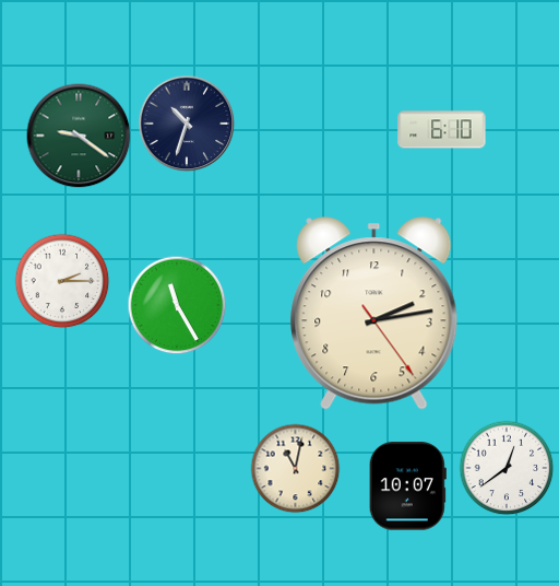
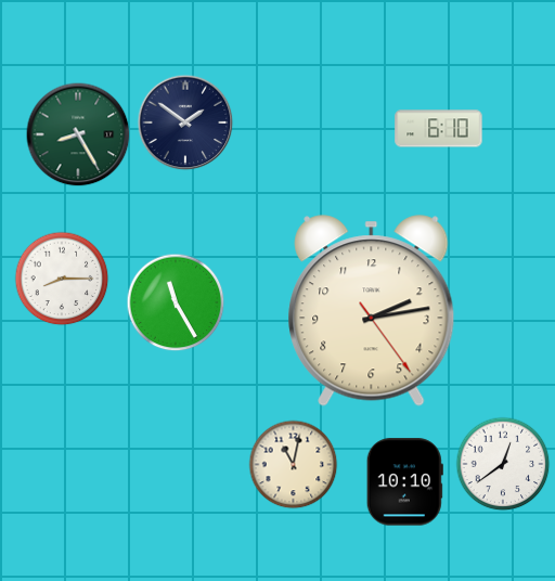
clock at (187, 124): 10:33 -> 1:51
clock at (79, 136): 9:21 -> 8:25
clock at (62, 281): 2:15 -> 8:15
clock at (407, 487): 10:07 -> 10:10
